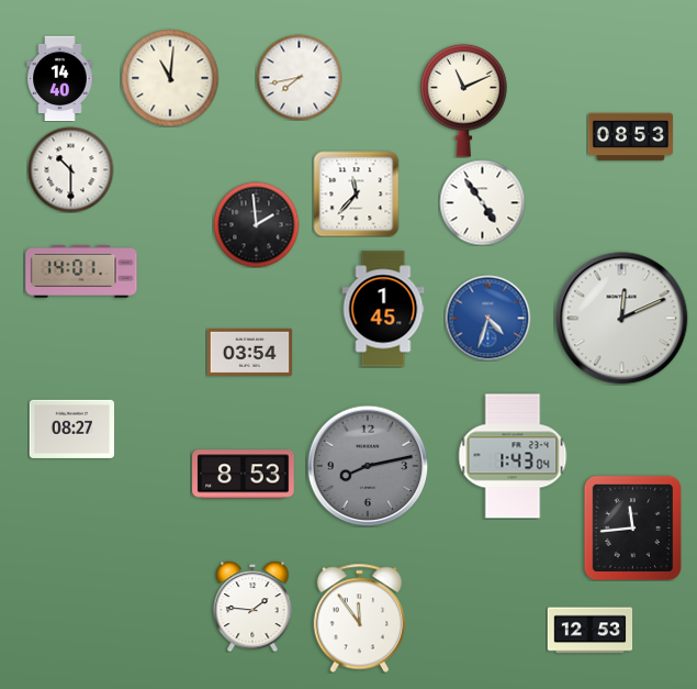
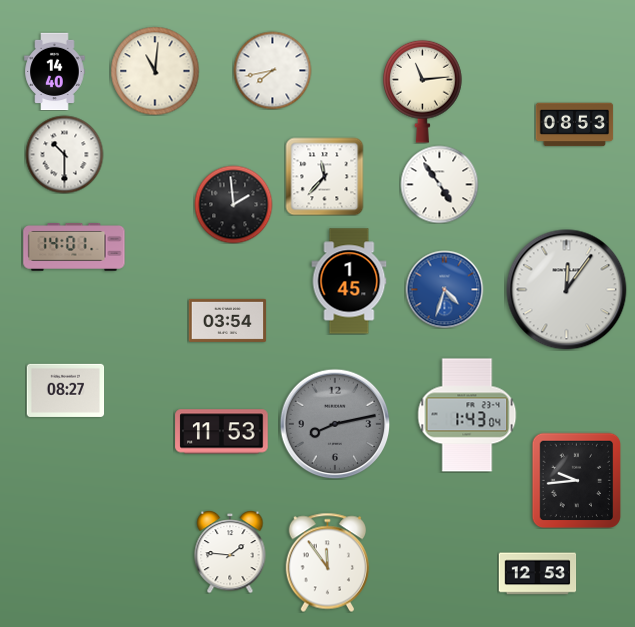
clock at (464, 100): 11:11 -> 11:14
clock at (622, 319): 12:11 -> 12:06
clock at (244, 475): 8:53 -> 11:53
clock at (633, 527): 11:44 -> 9:44
